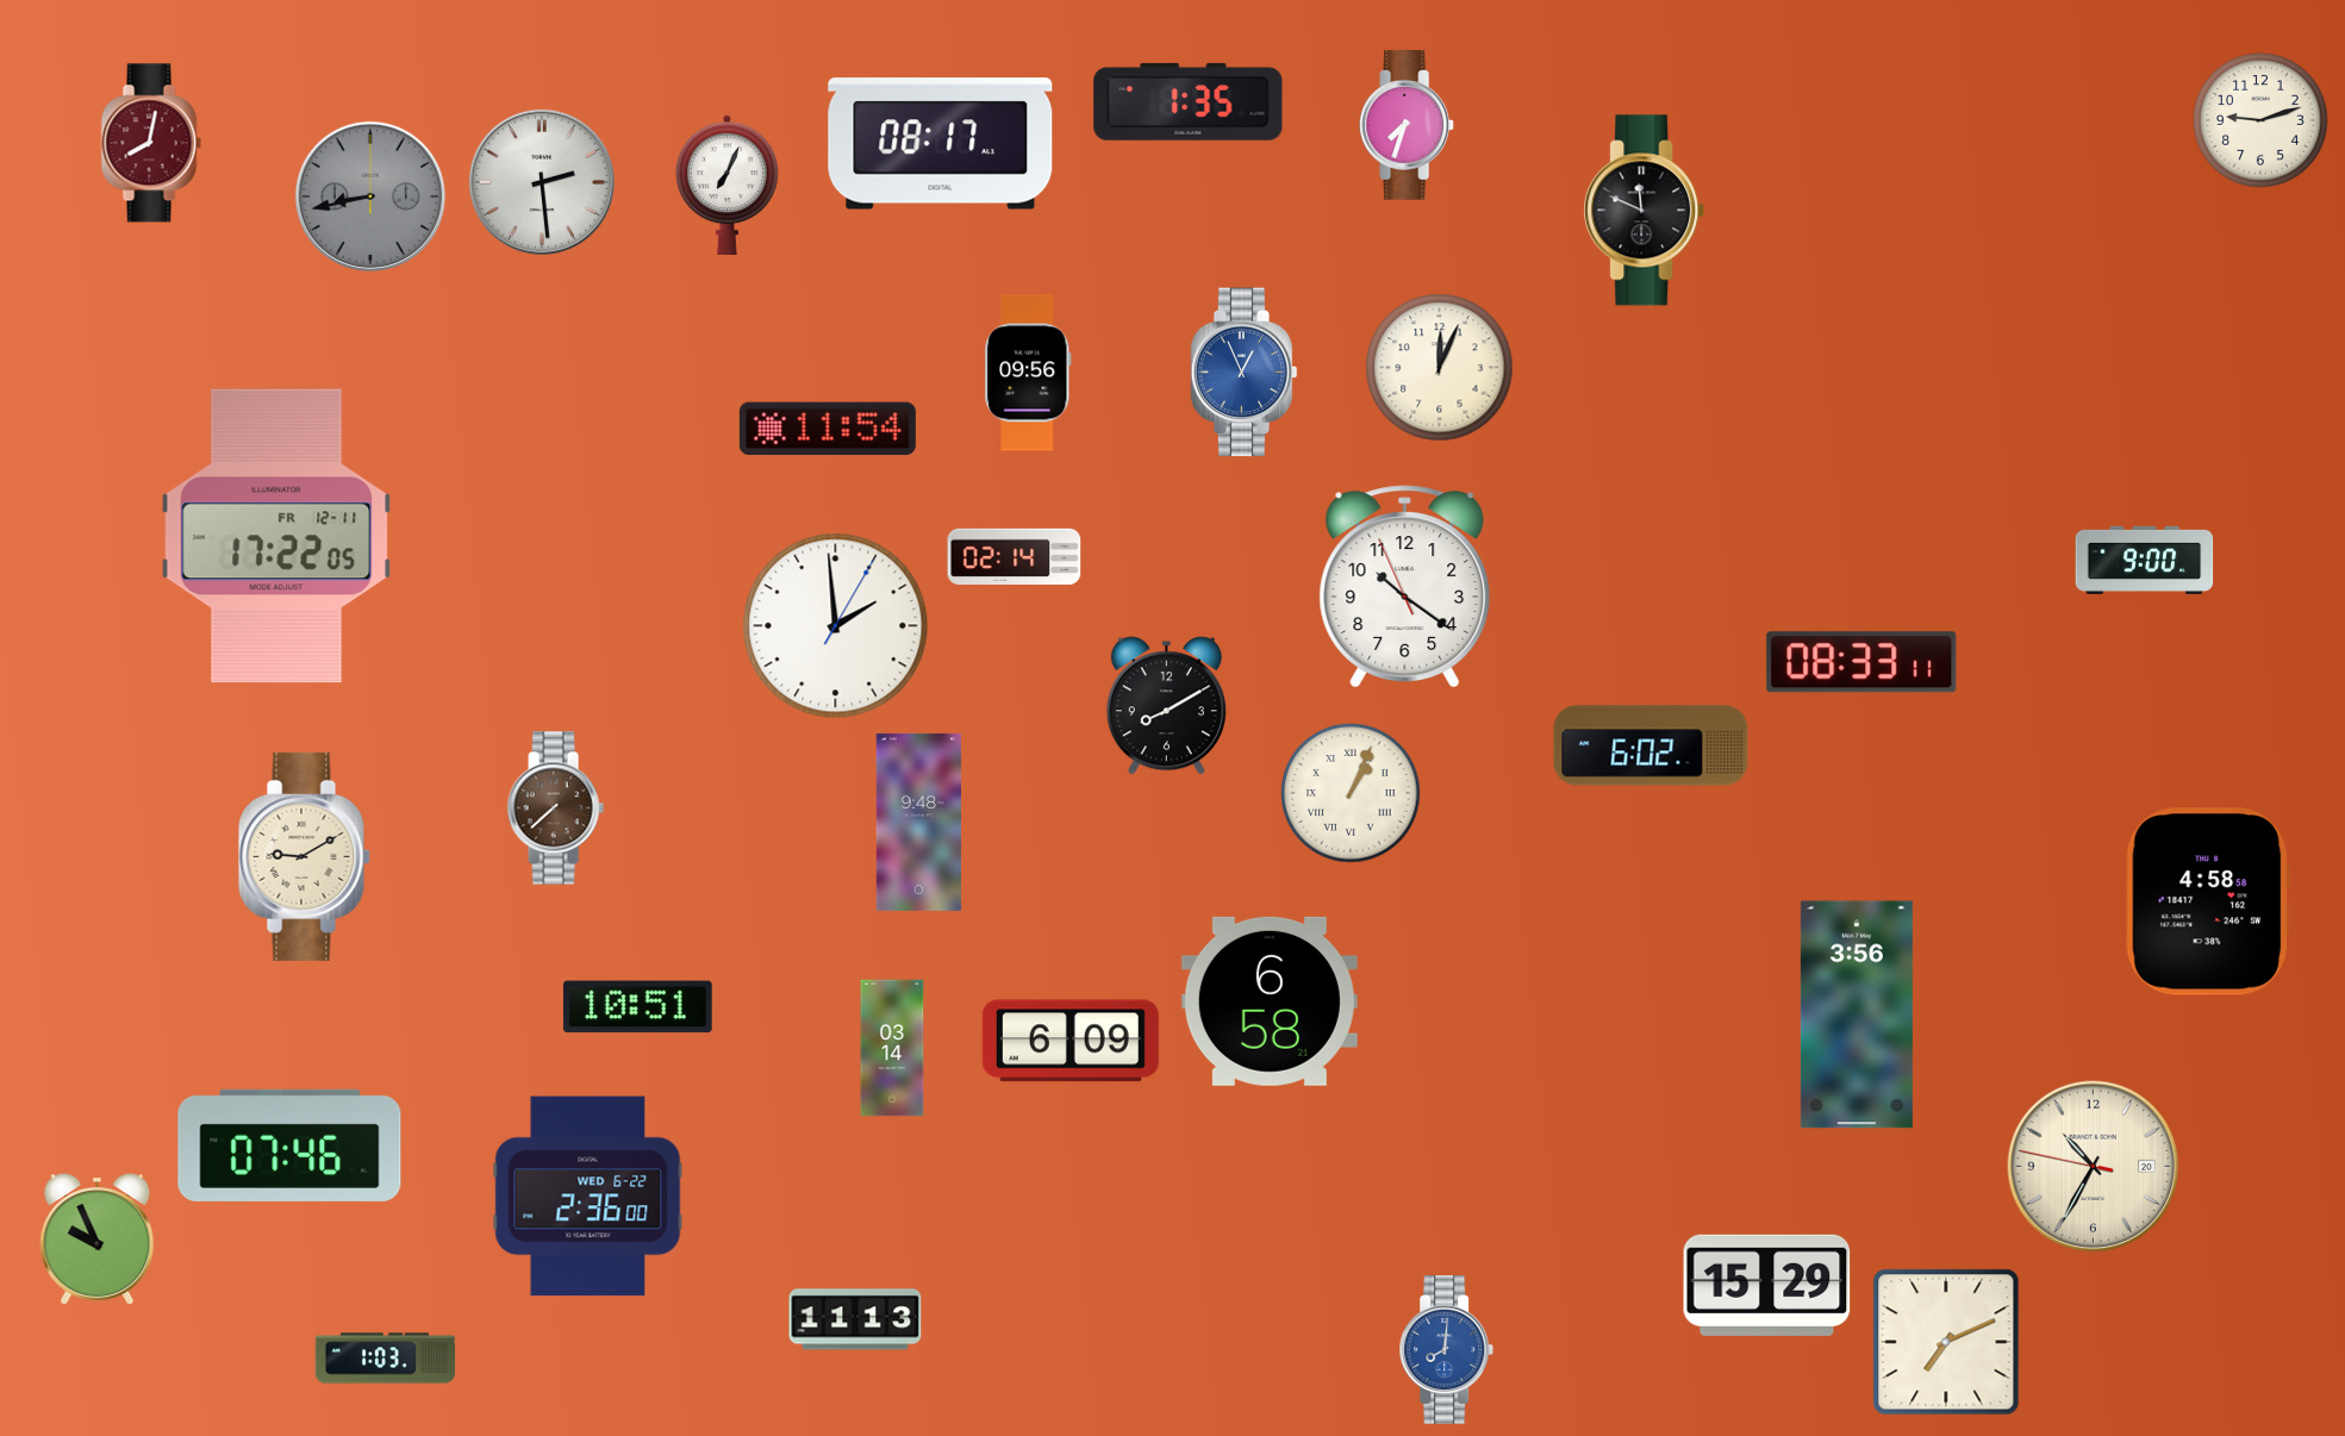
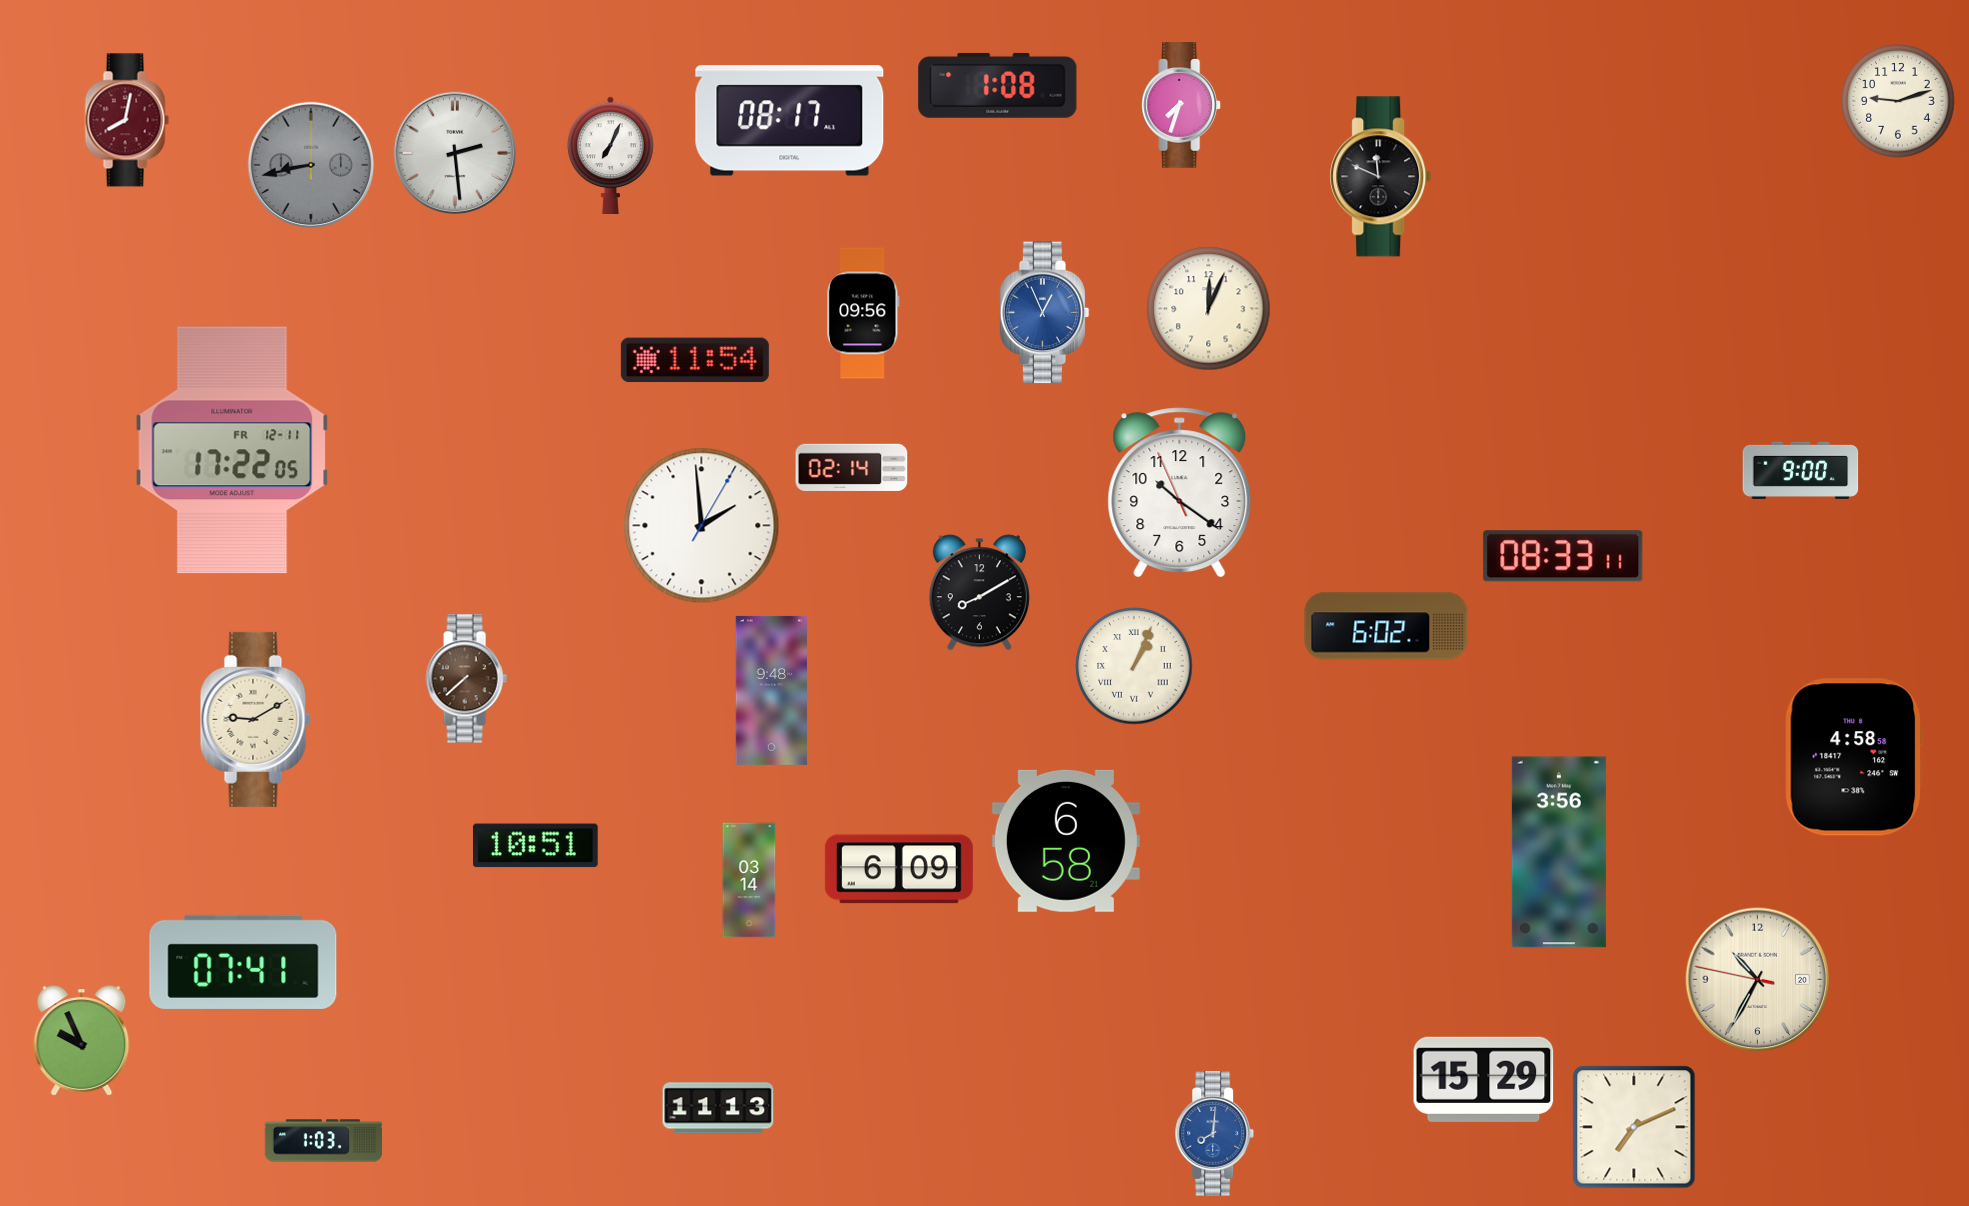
clock at (1189, 101): 1:35 -> 1:08
clock at (1071, 1041) position: (1071, 1041) -> (899, 869)
clock at (289, 1145): 07:46 -> 07:41
clock at (588, 1197): 2:36 -> none
